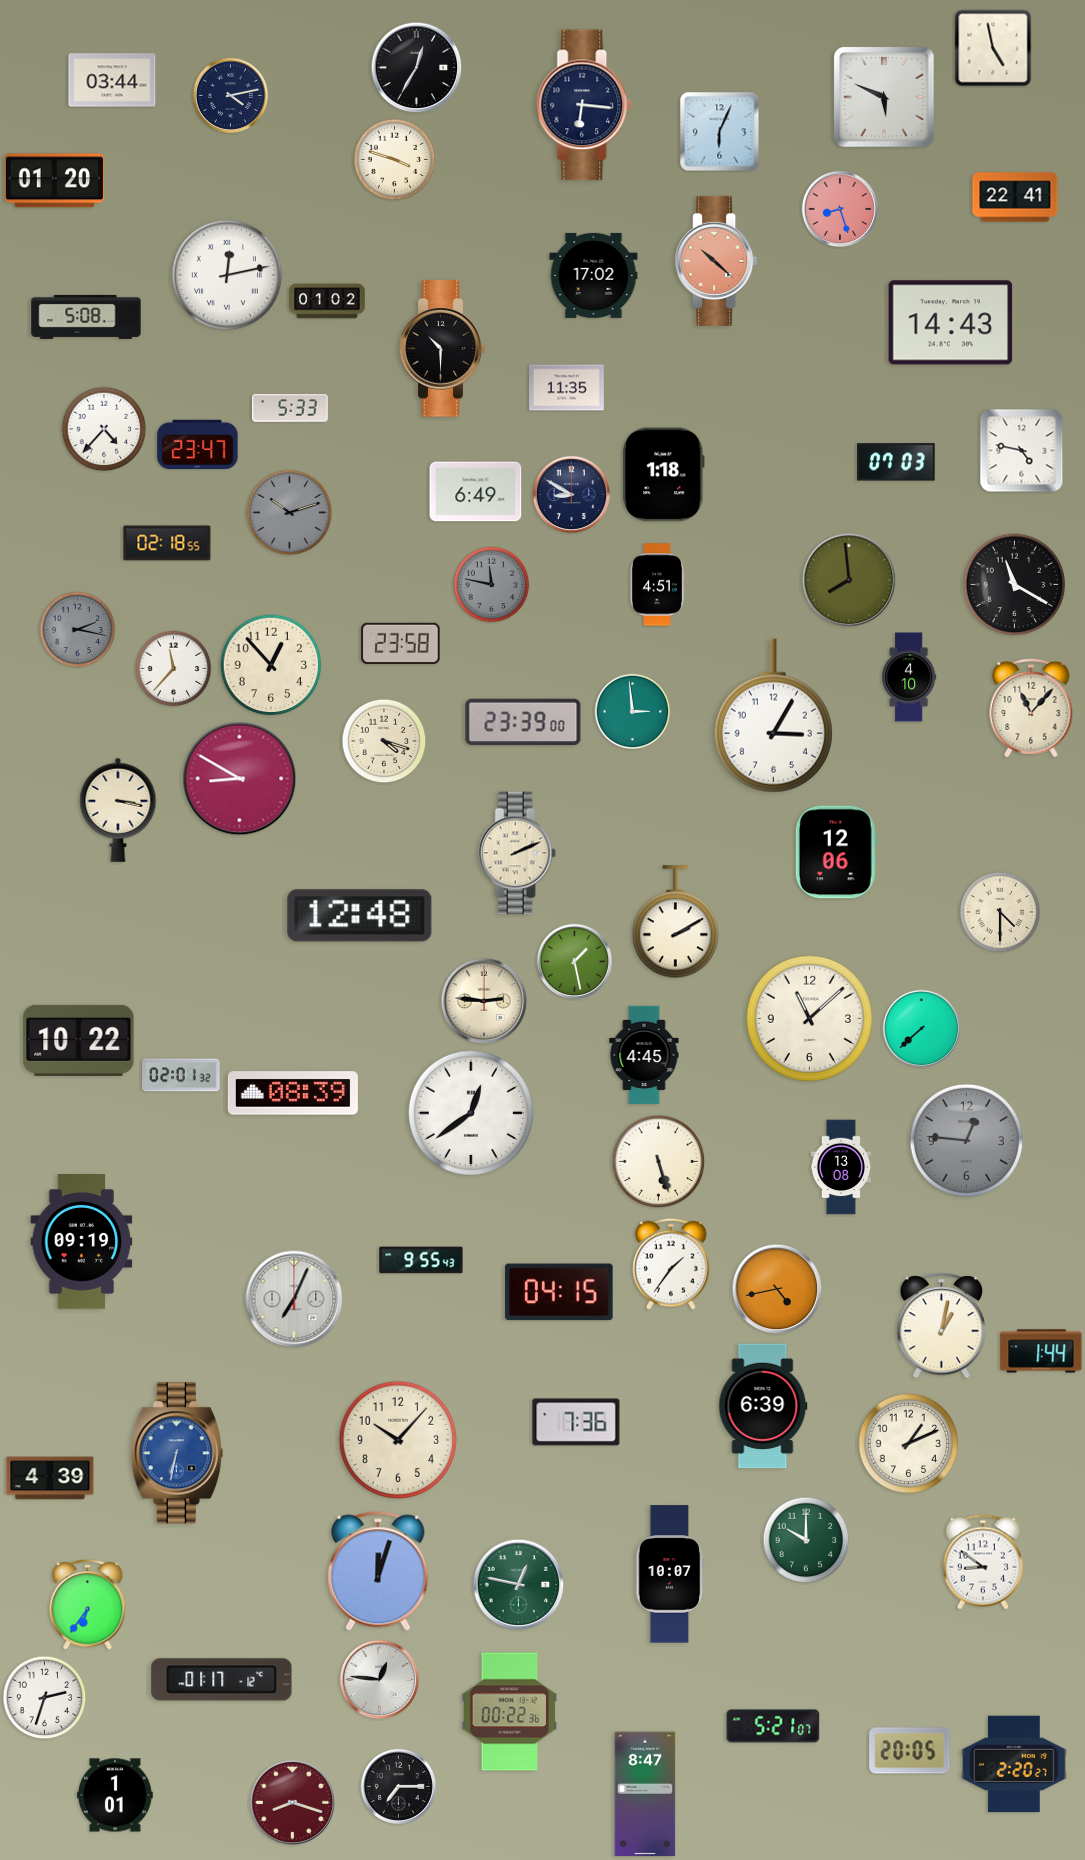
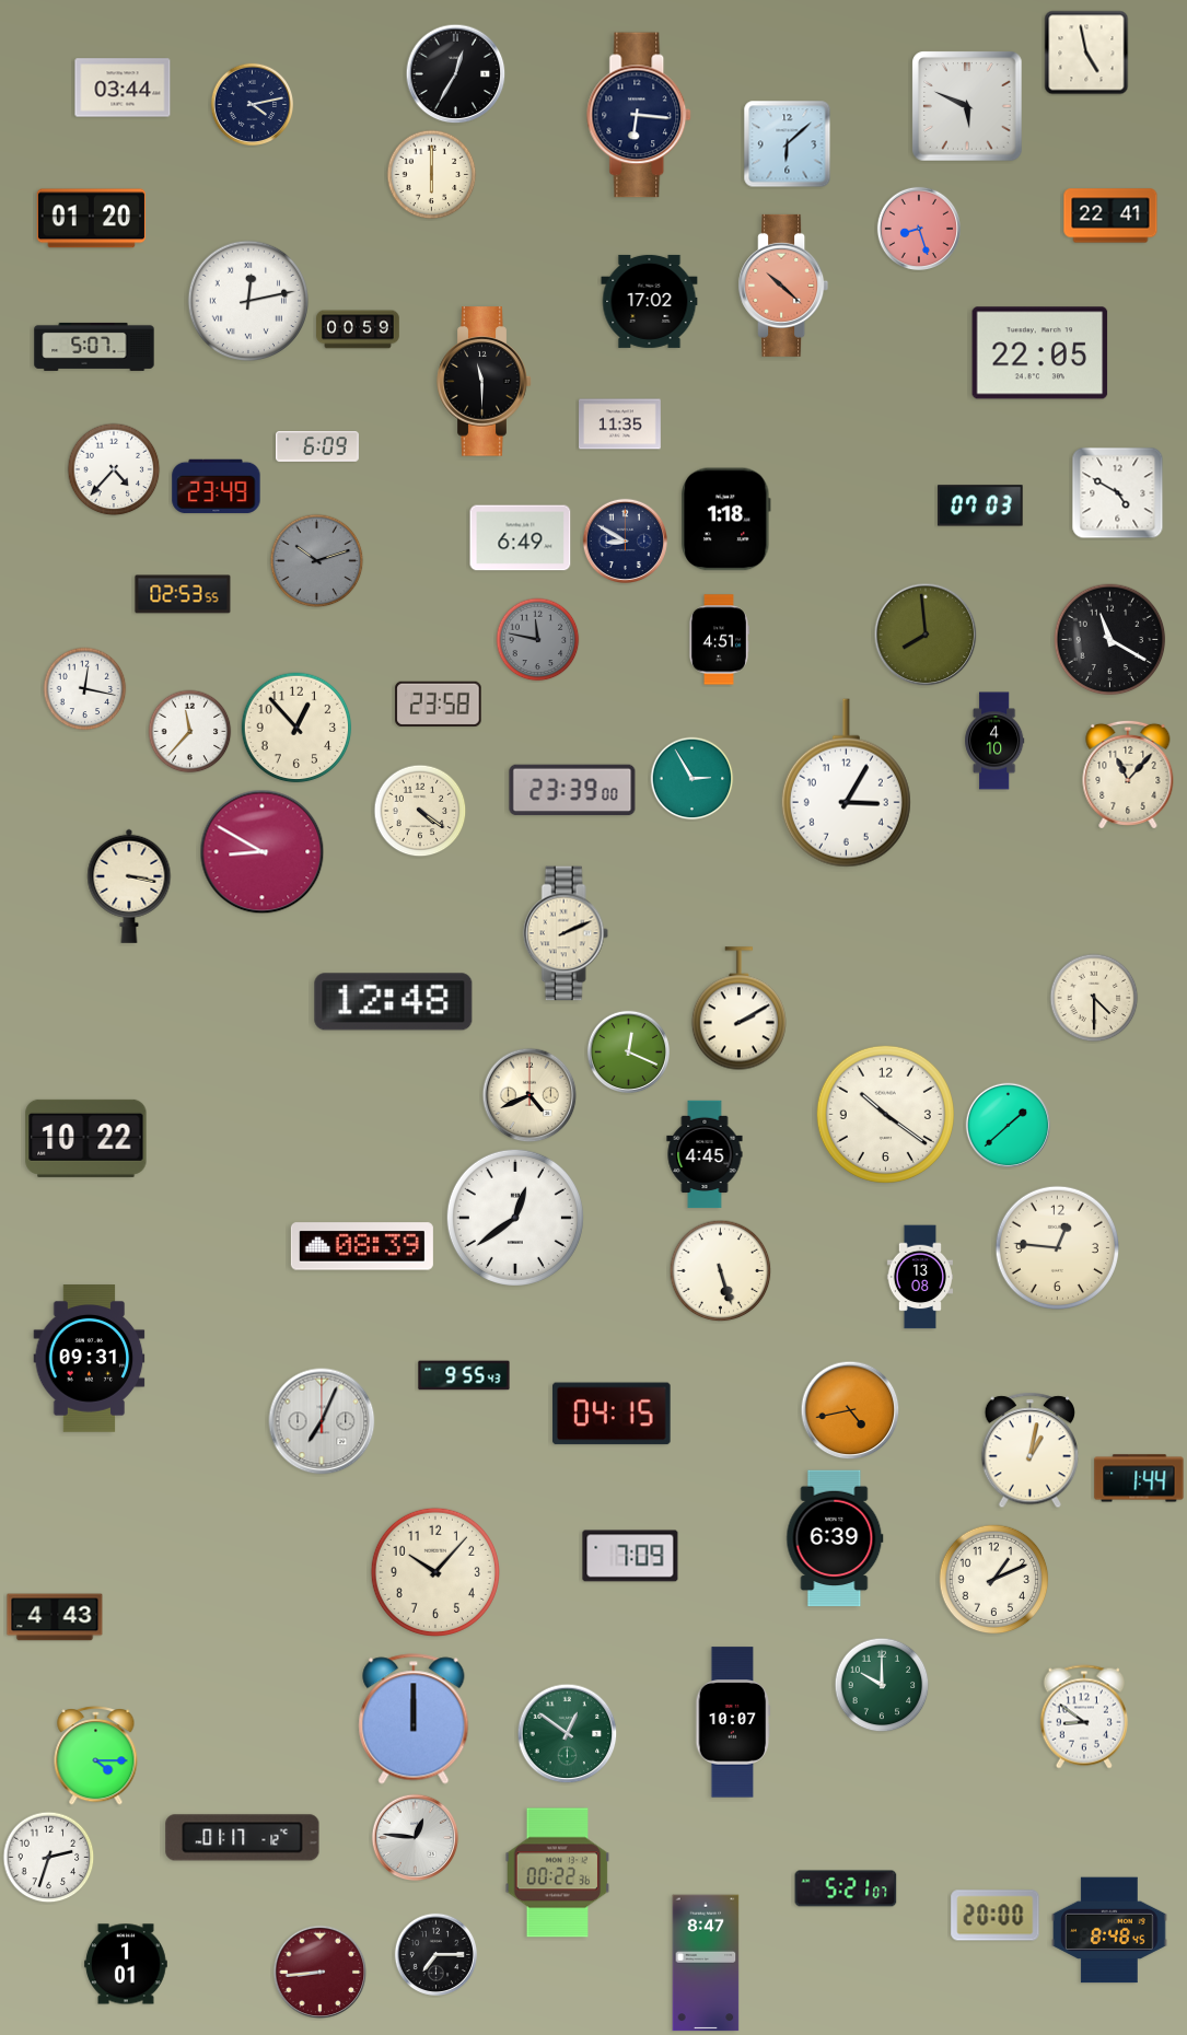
clock at (720, 132): 6:04 -> 6:08
clock at (395, 160): 3:48 -> 6:00
clock at (54, 181) position: (54, 181) -> (91, 219)
clock at (327, 301): 01:02 -> 00:59
clock at (86, 317): 5:08 -> 5:07
clock at (951, 323): 14:43 -> 22:05
clock at (443, 349): 10:30 -> 11:30
clock at (290, 408): 5:33 -> 6:09
clock at (198, 445): 23:47 -> 23:49
clock at (1022, 451): 4:47 -> 4:50
clock at (167, 543): 02:18 -> 02:53
clock at (849, 580) position: (849, 580) -> (926, 635)
clock at (78, 630): 2:17 -> 12:17
clock at (78, 630) dial: grey -> white
clock at (633, 712): 2:59 -> 2:55
clock at (384, 741): 4:18 -> 4:21
clock at (836, 852): 12:06 -> none
clock at (574, 961): 1:28 -> 12:19
clock at (484, 1001): 2:46 -> 4:41
clock at (809, 1018): 11:08 -> 10:21
clock at (922, 1029): 7:38 -> 1:38
clock at (181, 1075): 02:01 -> none
clock at (293, 1093) position: (293, 1093) -> (362, 1246)
clock at (966, 1140) dial: grey -> cream
clock at (82, 1242): 09:19 -> 09:31
clock at (421, 1260) position: (421, 1260) -> (464, 1375)
clock at (671, 1264): 1:36 -> none
clock at (576, 1422): 7:36 -> 7:09
clock at (398, 1440) position: (398, 1440) -> (435, 1572)
clock at (177, 1453): 6:32 -> none
clock at (50, 1478): 4:39 -> 4:43
clock at (982, 1562) position: (982, 1562) -> (1083, 1717)
clock at (378, 1571): 12:03 -> 12:00
clock at (519, 1585): 12:47 -> 12:51
clock at (88, 1605): 6:36 -> 4:15
clock at (910, 1751): 20:05 -> 20:00
clock at (1014, 1764): 2:20 -> 8:48
clock at (293, 1803): 8:18 -> 8:44
